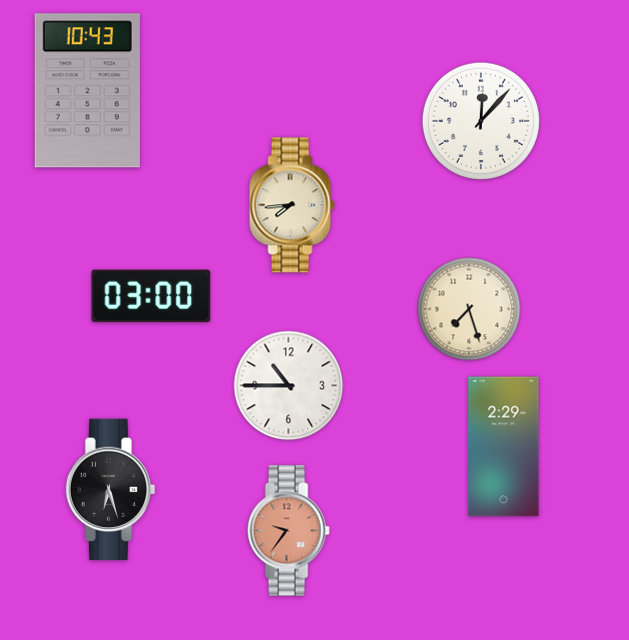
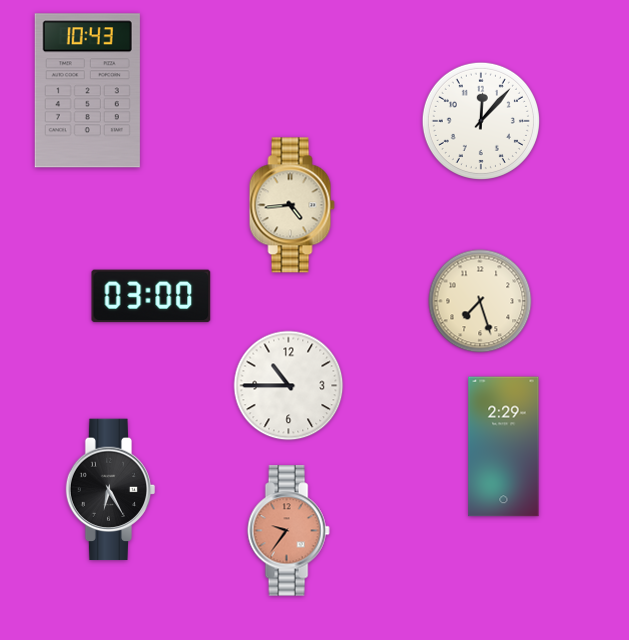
clock at (292, 205): 7:44 -> 4:44
clock at (469, 309) position: (469, 309) -> (480, 301)
clock at (111, 490): 6:27 -> 6:25
